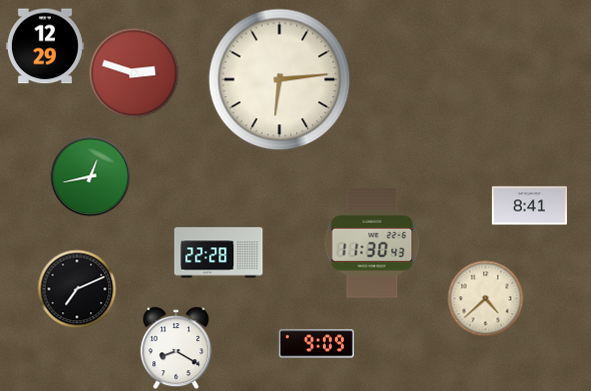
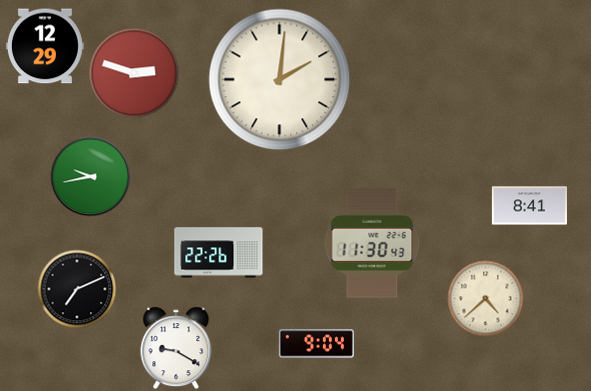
clock at (280, 80): 6:14 -> 2:01
clock at (91, 177): 12:43 -> 9:43
clock at (219, 253): 22:28 -> 22:26
clock at (316, 344): 9:09 -> 9:04
clock at (176, 348): 8:20 -> 9:20
